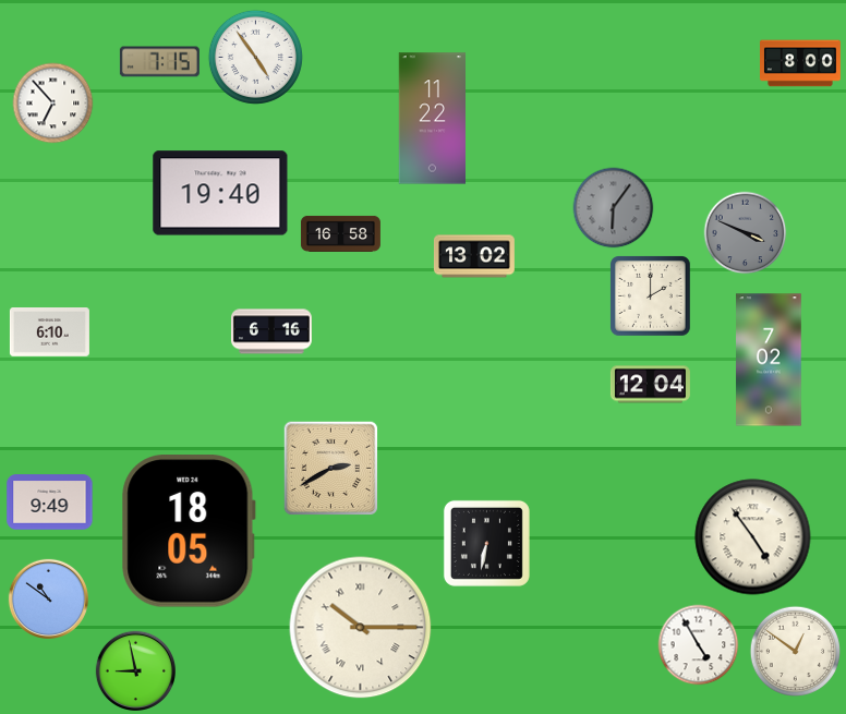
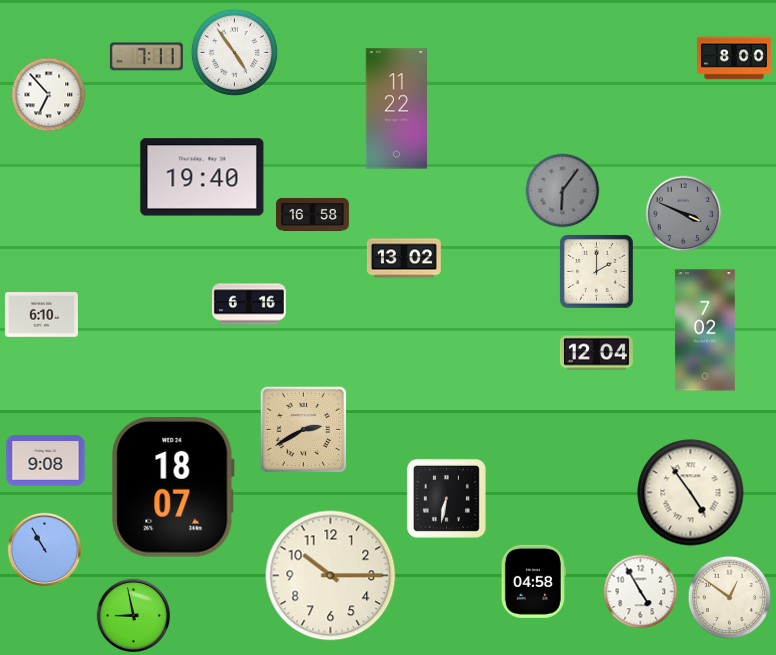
clock at (159, 62): 7:15 -> 7:11
clock at (474, 256) position: (474, 256) -> (404, 258)
clock at (49, 332) position: (49, 332) -> (41, 315)
clock at (50, 503): 9:49 -> 9:08
clock at (189, 531): 18:05 -> 18:07
clock at (48, 598): 10:51 -> 10:55
clock at (361, 628) numerals: Roman -> Arabic
clock at (533, 581): none -> 04:58
clock at (135, 670) position: (135, 670) -> (133, 615)
